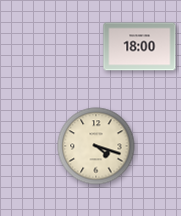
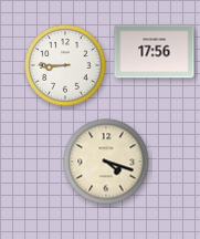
clock at (140, 47): 18:00 -> 17:56
clock at (65, 65): none -> 8:45
